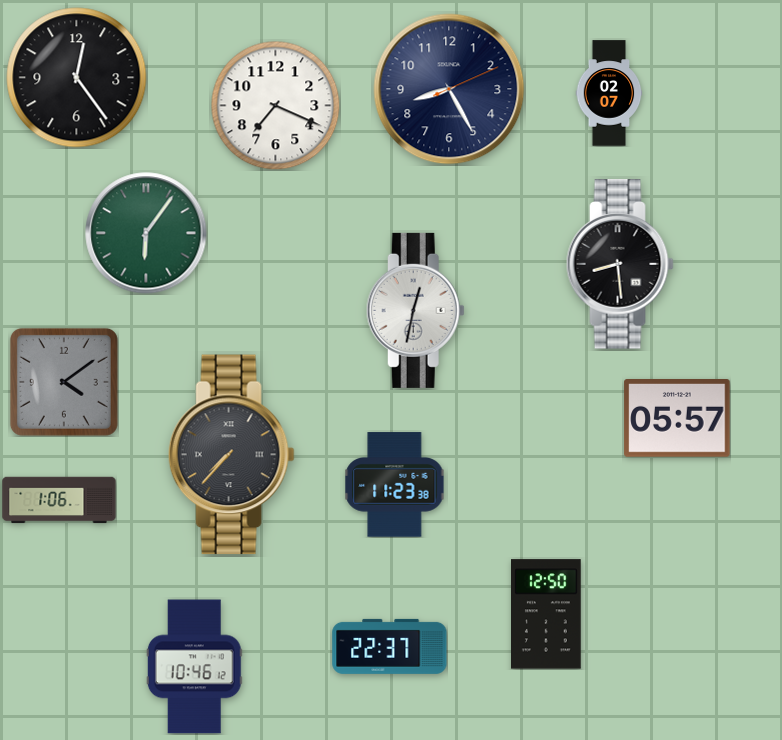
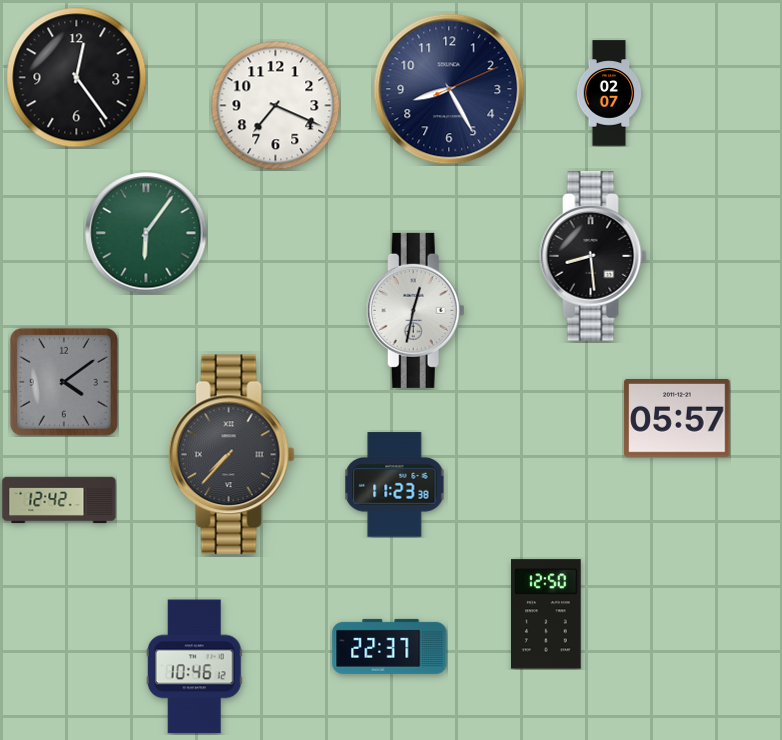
clock at (620, 264) position: (620, 264) -> (593, 256)
clock at (59, 500): 1:06 -> 12:42
